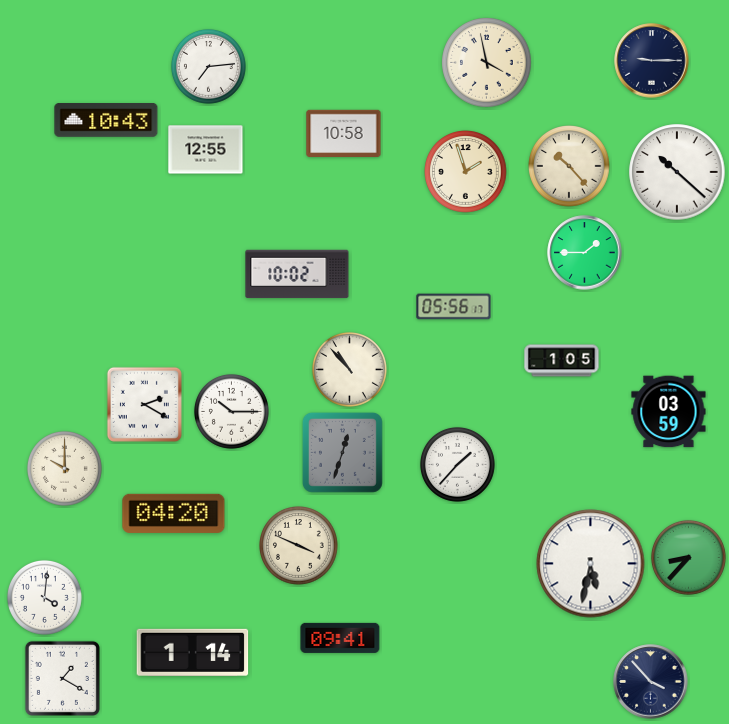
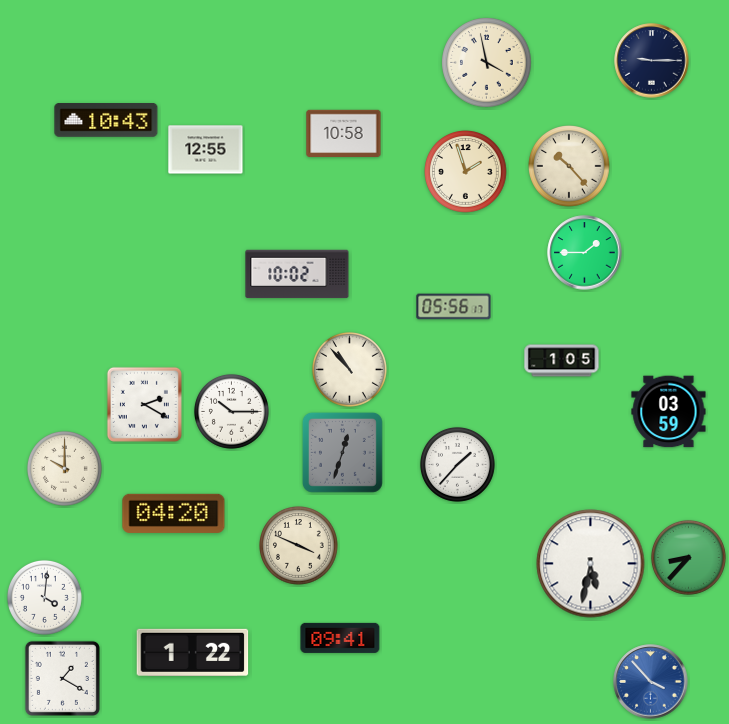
clock at (208, 66): 7:14 -> none
clock at (677, 172): 10:22 -> none
clock at (193, 652): 1:14 -> 1:22
clock at (651, 682) dial: navy -> blue
